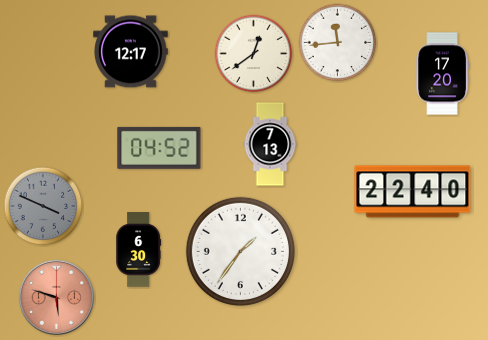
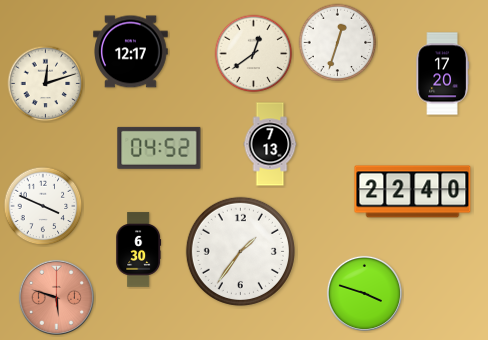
clock at (338, 43): 11:44 -> 12:33
clock at (46, 84): none -> 12:12
clock at (43, 206) dial: grey -> white
clock at (364, 293): none -> 3:48
